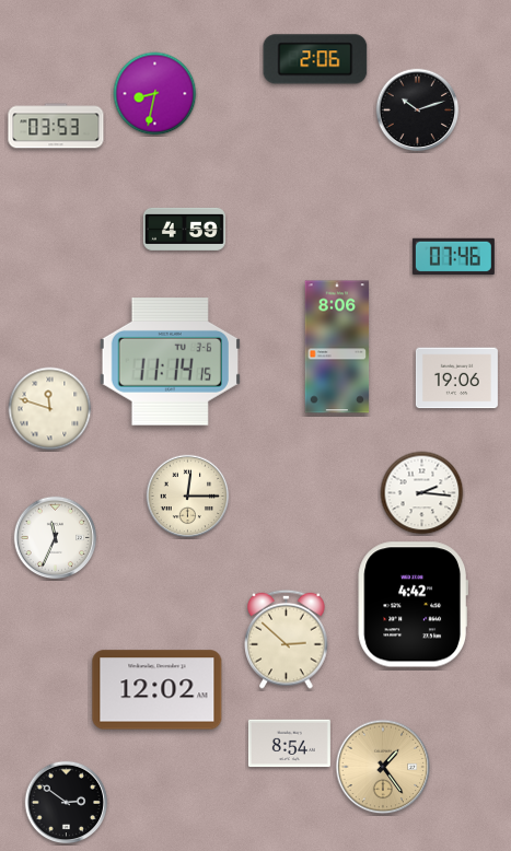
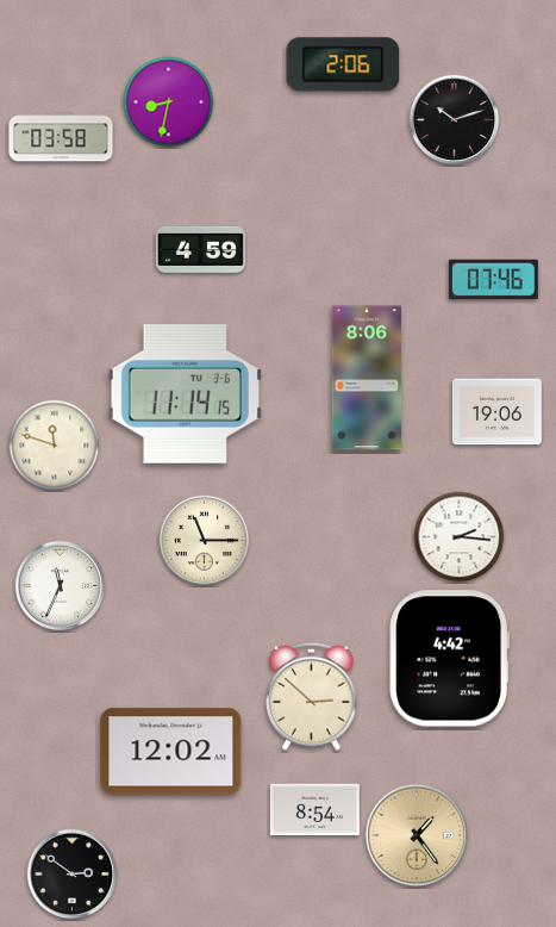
clock at (56, 126): 03:53 -> 03:58
clock at (188, 497): 12:15 -> 11:15
